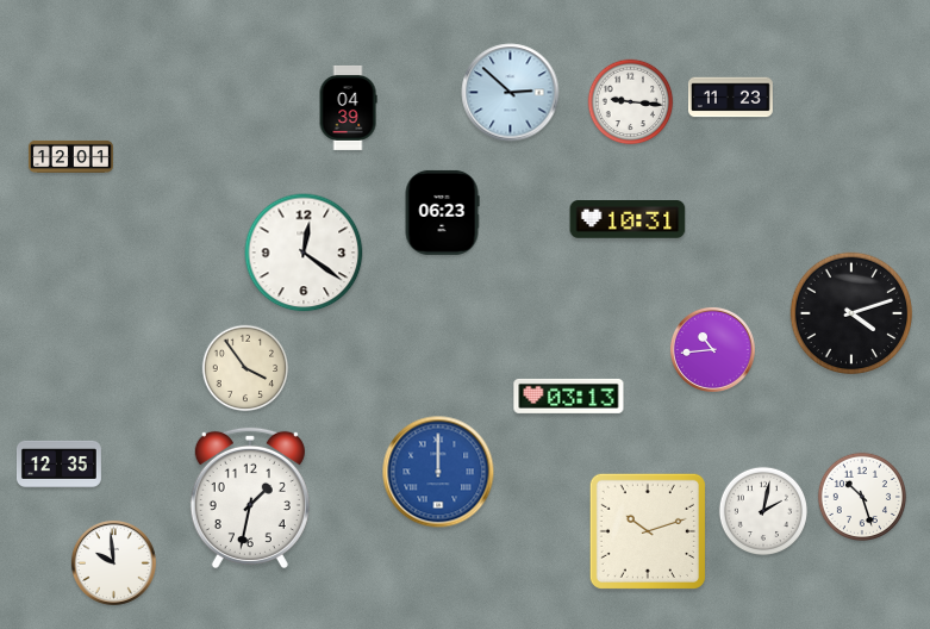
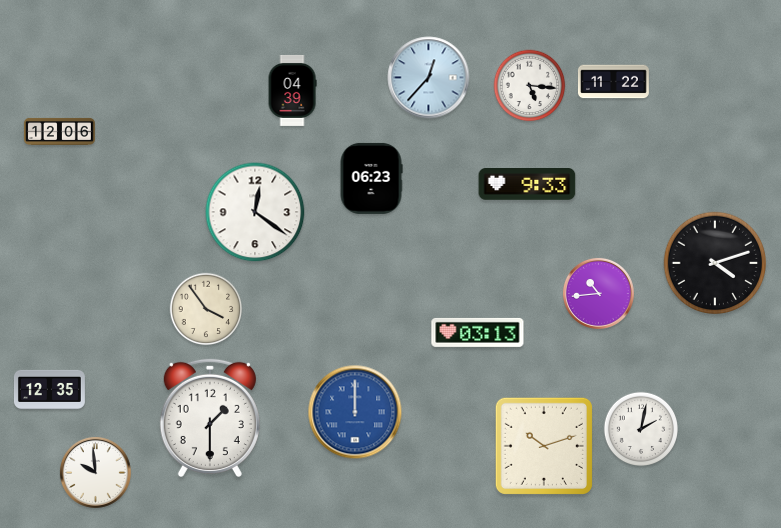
clock at (511, 93): 2:52 -> 12:37
clock at (730, 98): 11:23 -> 11:22
clock at (631, 102): 9:16 -> 5:16
clock at (70, 156): 12:01 -> 12:06
clock at (628, 219): 10:31 -> 9:33
clock at (438, 472) position: (438, 472) -> (355, 412)
clock at (861, 496): 10:27 -> none
clock at (250, 497): 1:32 -> 1:30
